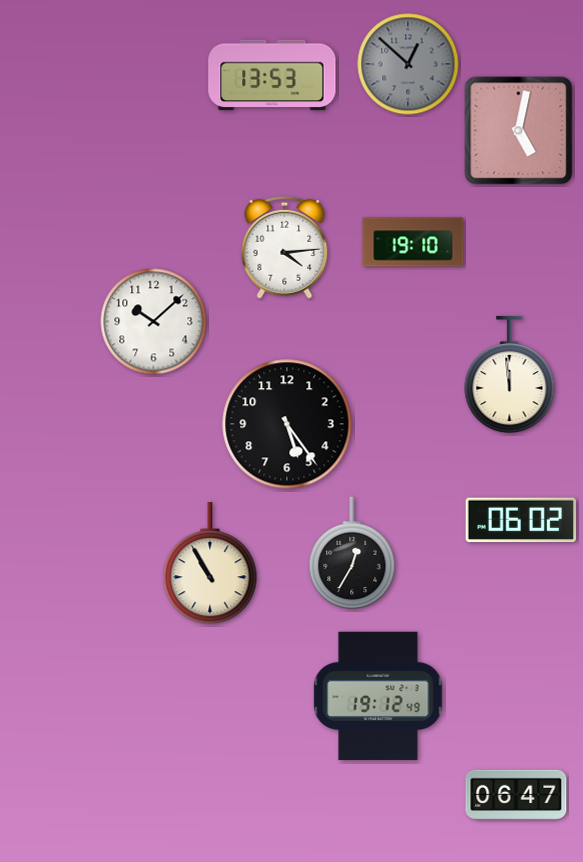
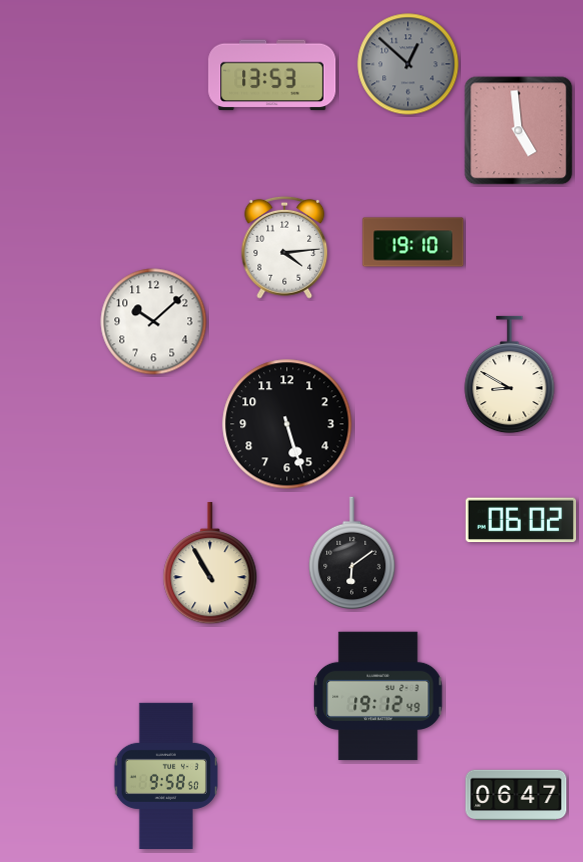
clock at (519, 131): 5:02 -> 4:59
clock at (510, 375): 11:59 -> 8:50
clock at (287, 424): 5:24 -> 5:27
clock at (352, 553): 12:35 -> 6:09
clock at (166, 775): none -> 9:58
